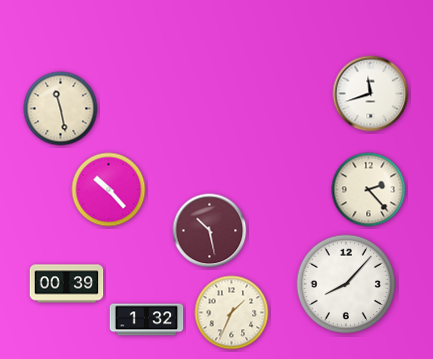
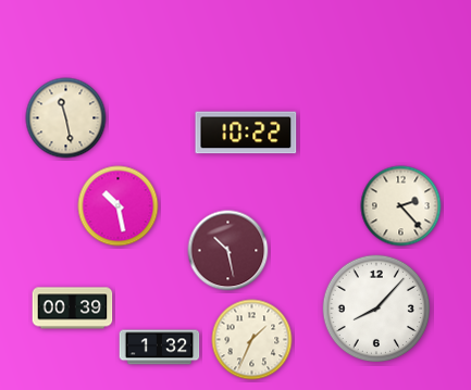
clock at (371, 94): 11:42 -> none
clock at (246, 133): none -> 10:22
clock at (109, 190): 10:23 -> 10:28
